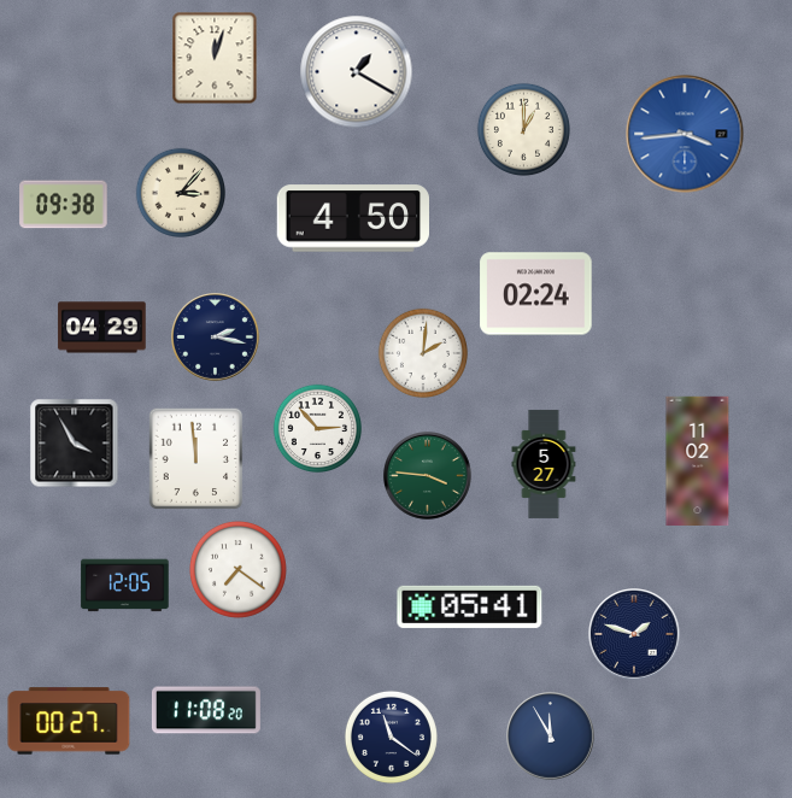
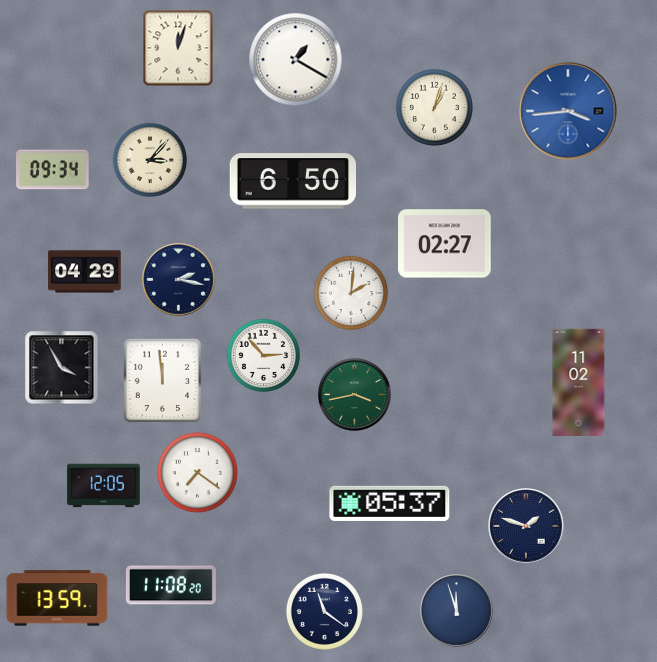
clock at (523, 129): 1:00 -> 1:03
clock at (64, 205): 09:38 -> 09:34
clock at (352, 218): 4:50 -> 6:50
clock at (536, 294): 02:24 -> 02:27
clock at (544, 464): 5:27 -> none
clock at (428, 476): 3:46 -> 3:43
clock at (470, 606): 05:41 -> 05:37
clock at (206, 710) position: (206, 710) -> (171, 585)
clock at (69, 721): 00:27 -> 13:59
clock at (551, 737): 11:55 -> 11:57
